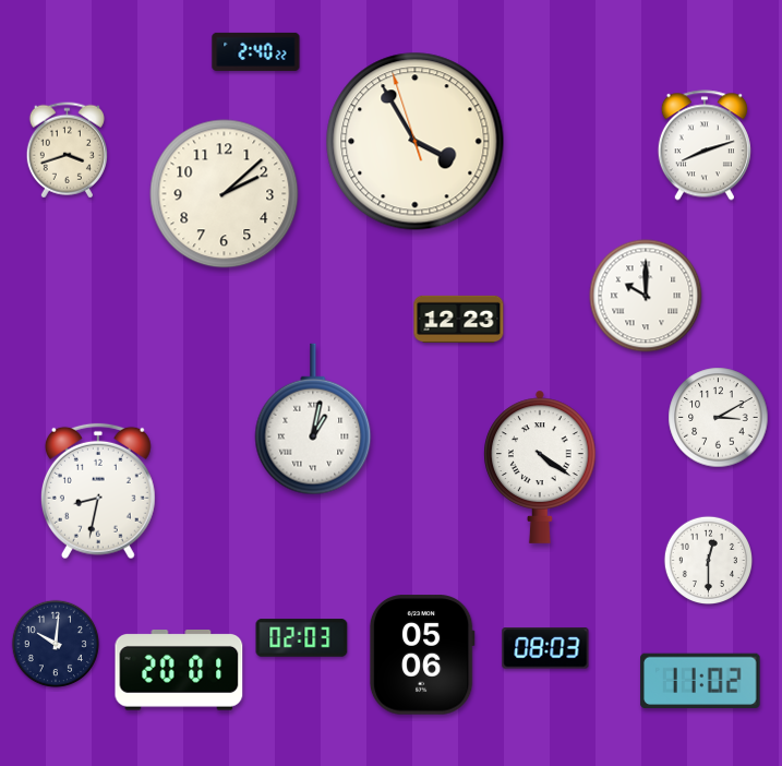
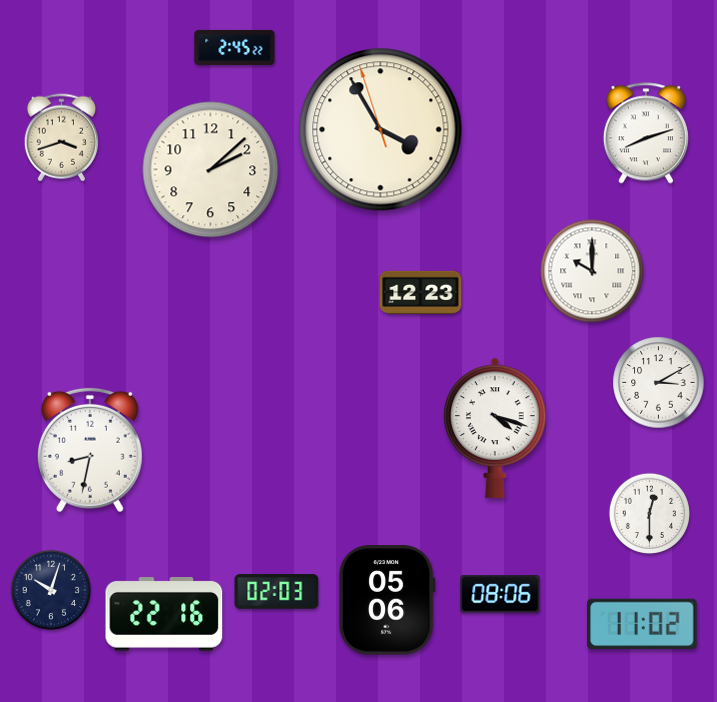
clock at (256, 51): 2:40 -> 2:45
clock at (225, 194) position: (225, 194) -> (211, 170)
clock at (313, 419): 1:02 -> none
clock at (540, 467): 4:21 -> 4:18
clock at (302, 638) position: (302, 638) -> (277, 592)
clock at (56, 644): 10:01 -> 10:03
clock at (545, 648): 08:03 -> 08:06
clock at (179, 671): 20:01 -> 22:16
